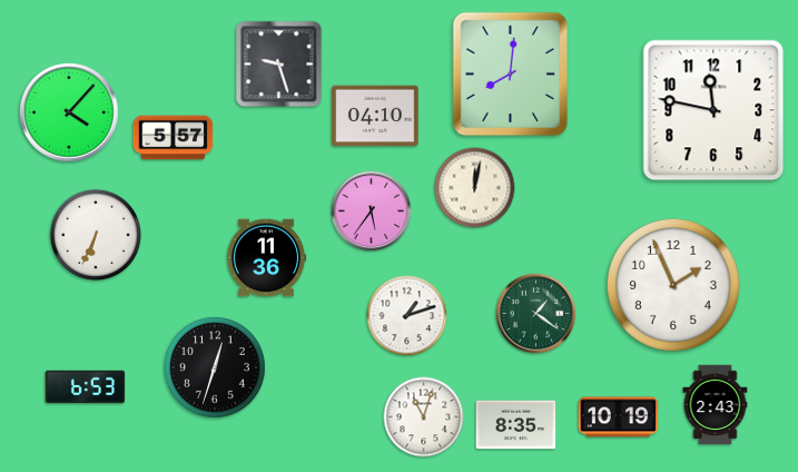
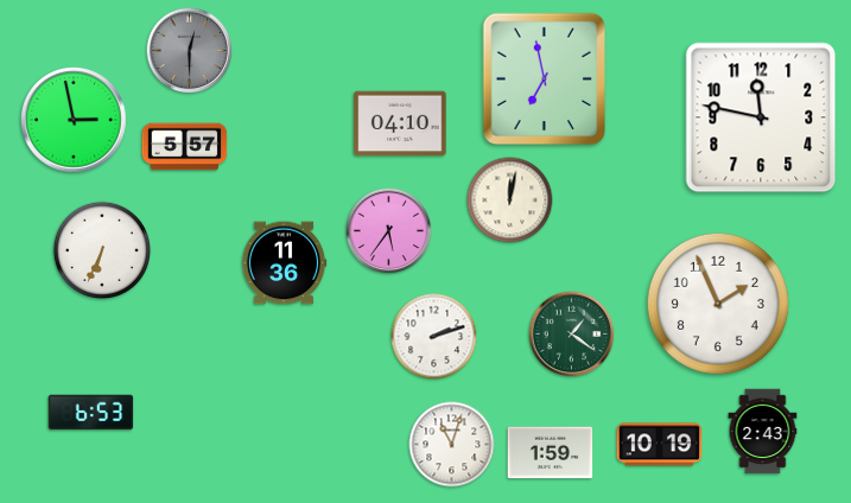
clock at (190, 51): none -> 12:30
clock at (279, 65): 9:27 -> none
clock at (511, 75): 8:01 -> 6:58
clock at (70, 114): 4:07 -> 2:58
clock at (475, 188) position: (475, 188) -> (510, 200)
clock at (372, 212) position: (372, 212) -> (389, 231)
clock at (266, 258) position: (266, 258) -> (284, 263)
clock at (407, 316): 1:12 -> 2:12
clock at (215, 367): 12:33 -> none
clock at (516, 425): 8:35 -> 1:59
